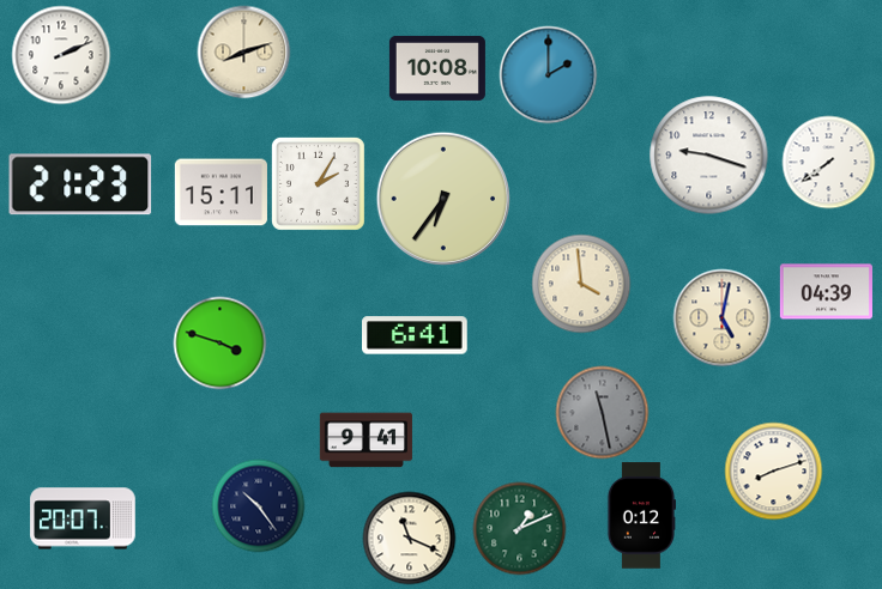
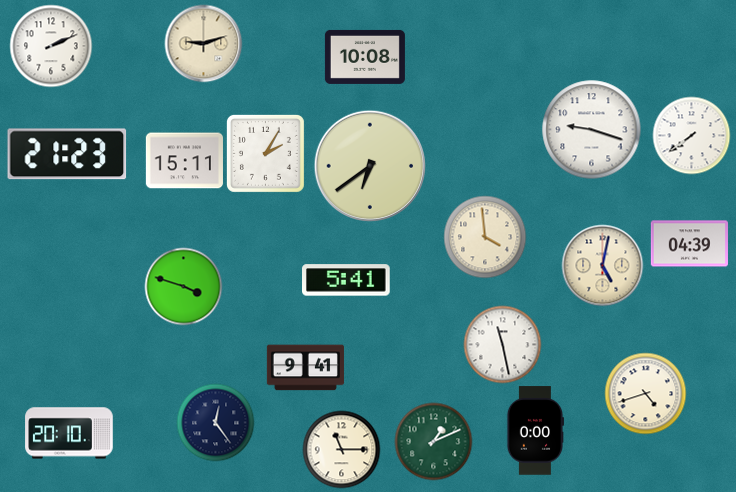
clock at (243, 51): 8:12 -> 9:12
clock at (548, 74): 2:00 -> none
clock at (442, 198): 6:36 -> 6:39
clock at (415, 335): 6:41 -> 5:41
clock at (602, 412) dial: grey -> white
clock at (773, 470): 8:12 -> 4:42
clock at (258, 505): 10:24 -> 12:24
clock at (640, 516): 0:12 -> 0:00
clock at (83, 518): 20:07 -> 20:10
clock at (409, 538): 11:19 -> 11:15
